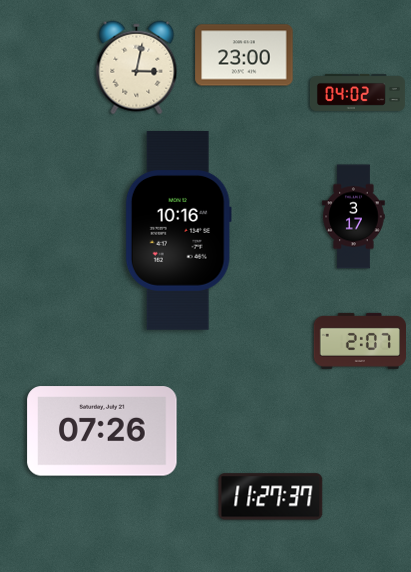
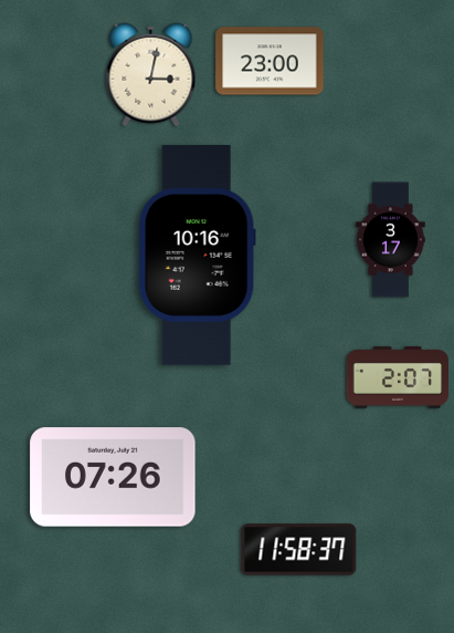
clock at (358, 92): 04:02 -> none
clock at (271, 497): 11:27 -> 11:58
